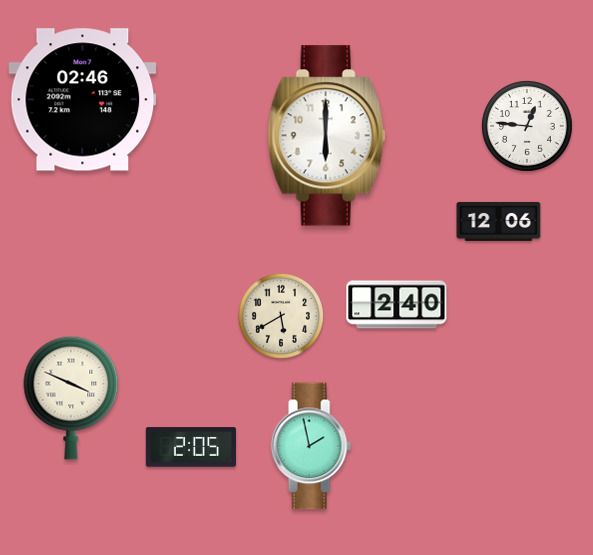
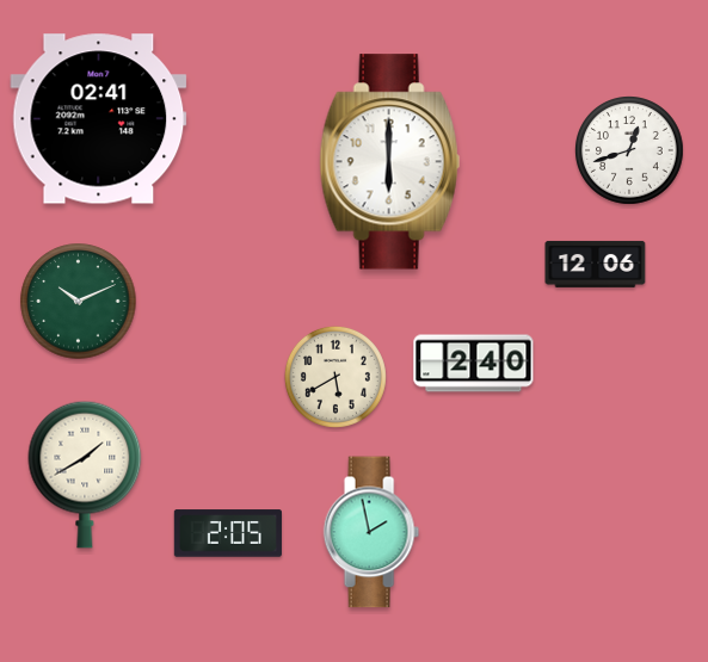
clock at (83, 100): 02:46 -> 02:41
clock at (527, 126): 12:46 -> 12:42
clock at (79, 302): none -> 10:11
clock at (71, 398): 3:49 -> 1:40
